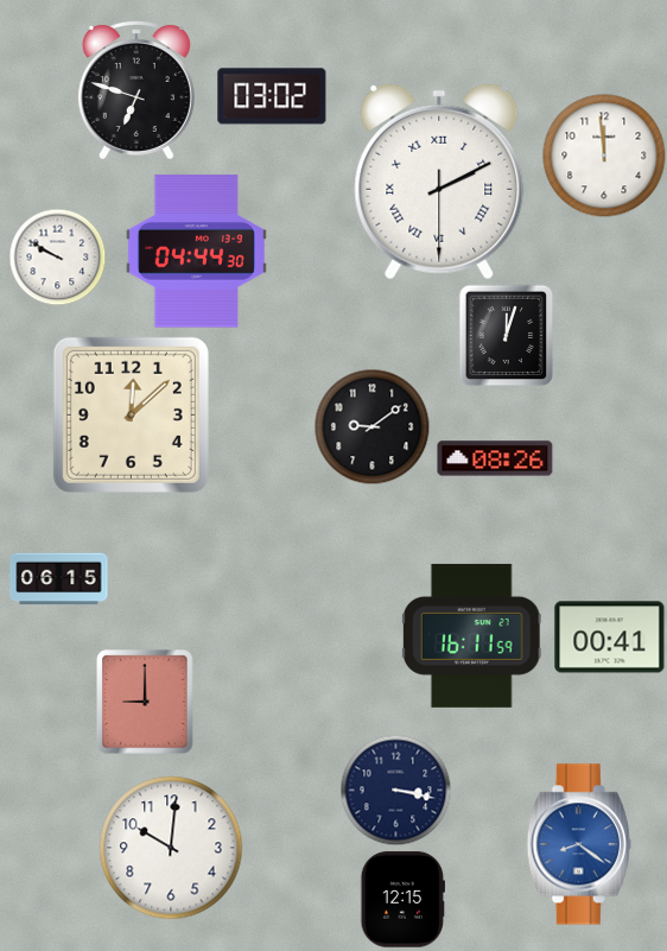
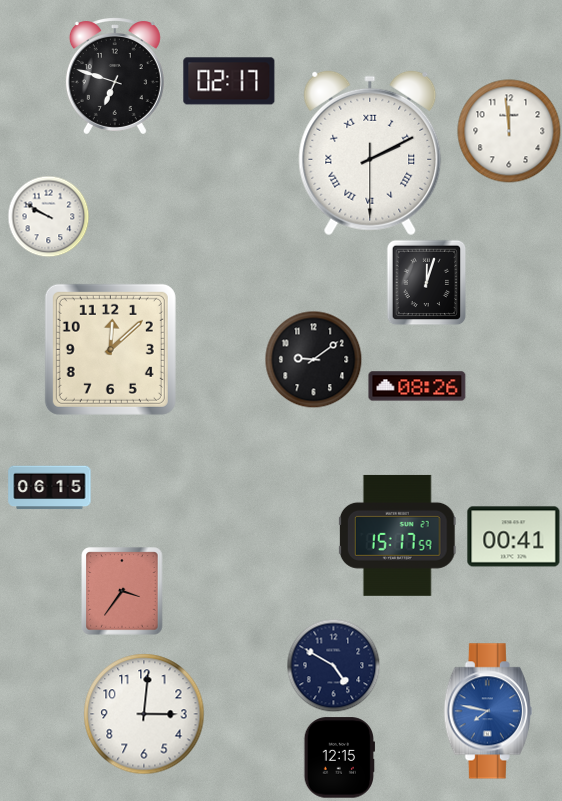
clock at (272, 96): 03:02 -> 02:17
clock at (196, 252): 04:44 -> none
clock at (471, 635): 16:11 -> 15:17
clock at (145, 702): 9:00 -> 3:36
clock at (395, 790): 3:17 -> 4:50
clock at (579, 844): 8:21 -> 7:47
clock at (171, 848): 10:01 -> 3:01
